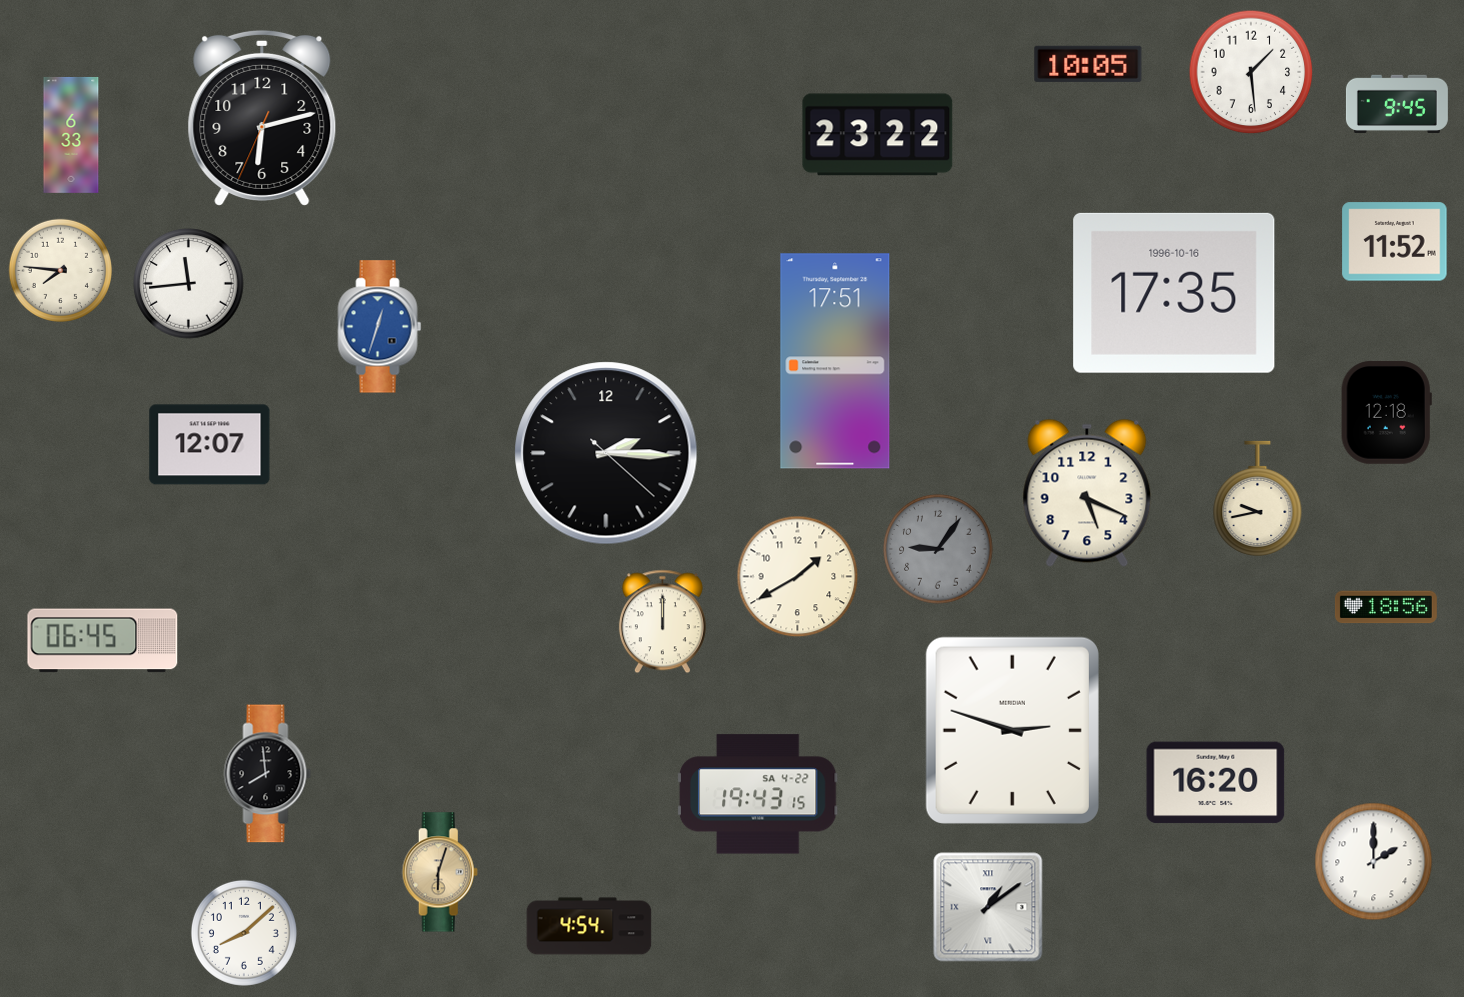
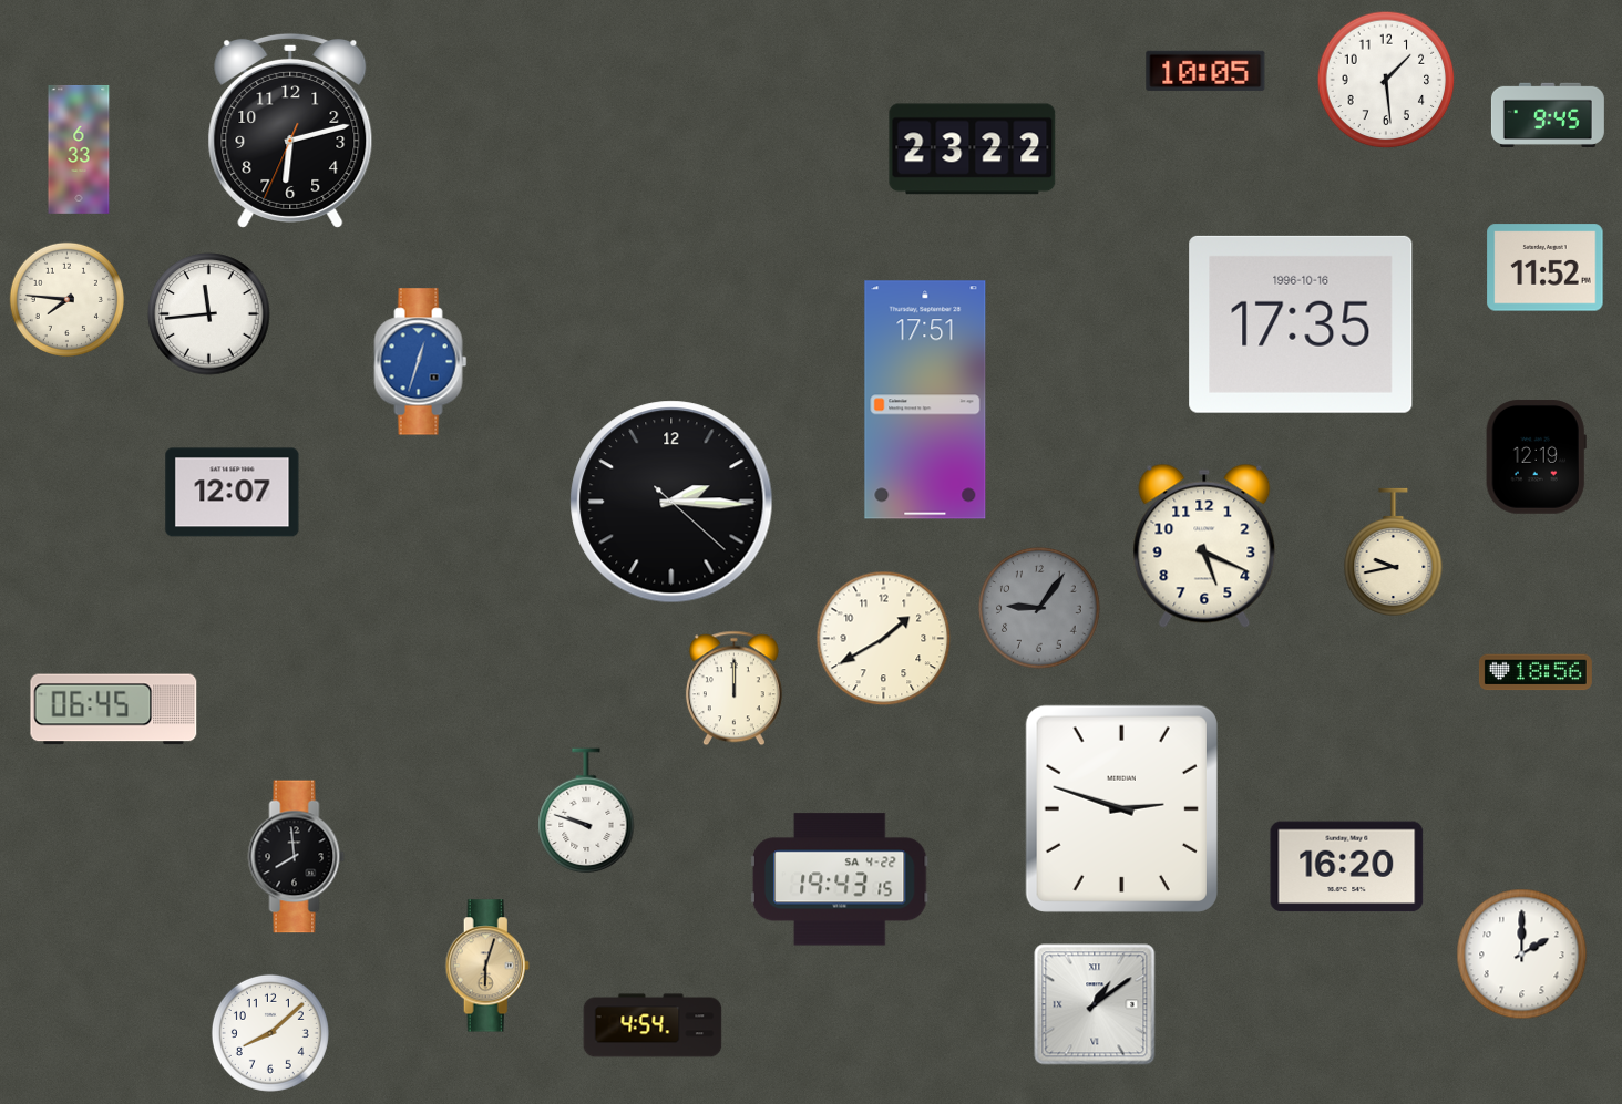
clock at (1386, 412): 12:18 -> 12:19
clock at (586, 812): none -> 9:48
